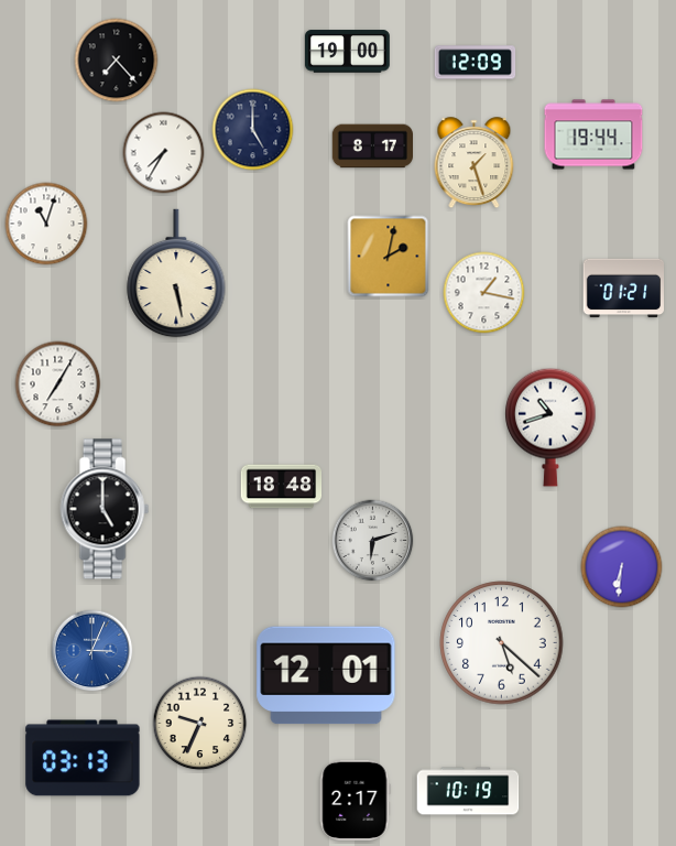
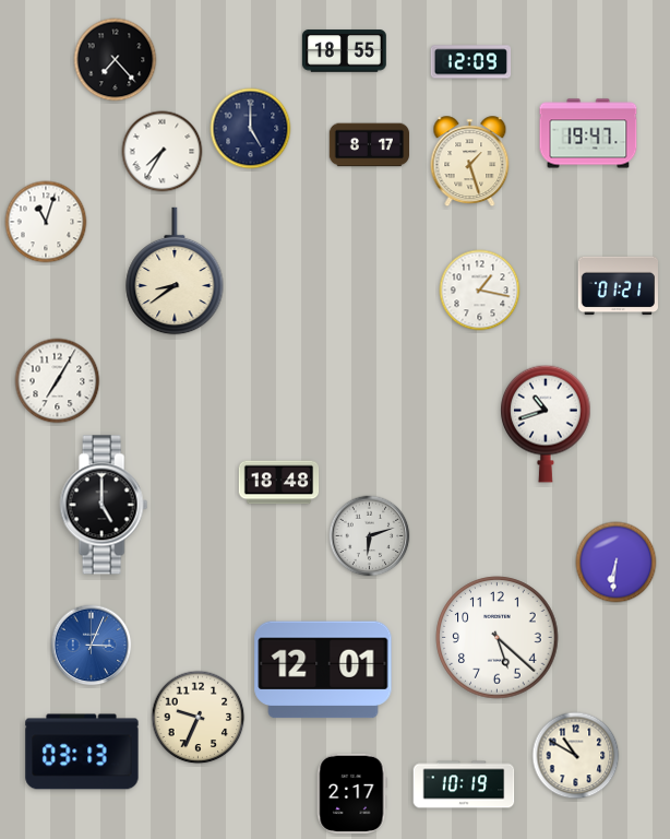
clock at (347, 52): 19:00 -> 18:55
clock at (593, 134): 19:44 -> 19:47
clock at (389, 257): 2:02 -> none
clock at (176, 273): 5:28 -> 8:39
clock at (576, 756): none -> 10:50
